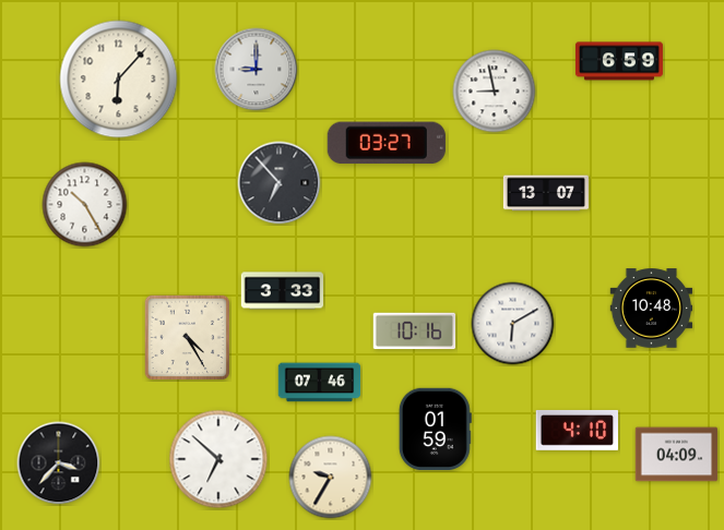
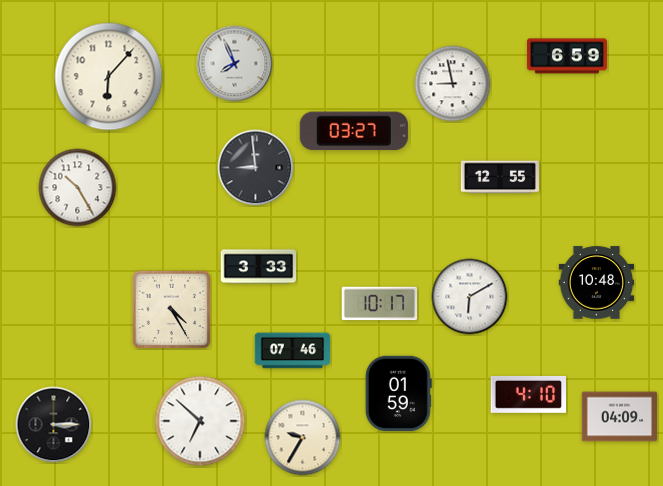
clock at (257, 70): 9:00 -> 7:56
clock at (119, 80) position: (119, 80) -> (109, 77)
clock at (280, 183): 6:53 -> 8:59
clock at (546, 193): 13:07 -> 12:55
clock at (415, 332): 10:16 -> 10:17
clock at (59, 463): 3:37 -> 3:15
